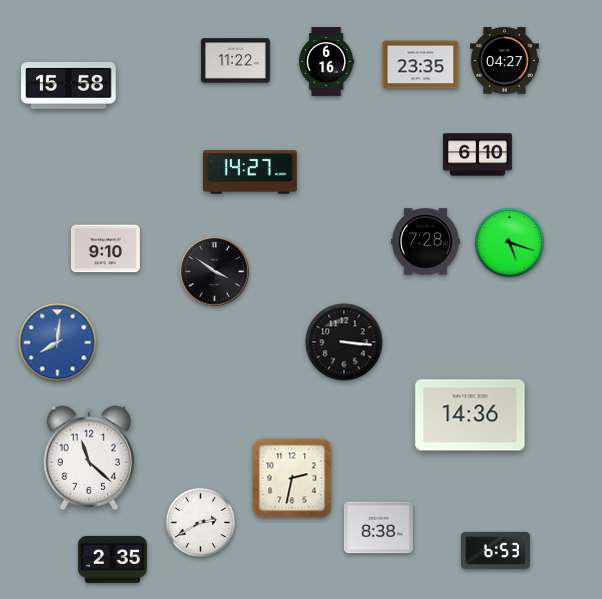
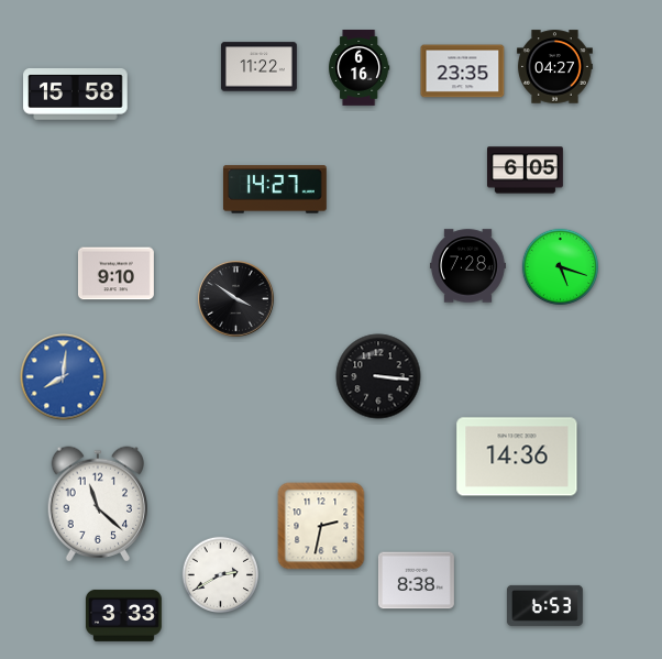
clock at (478, 155): 6:10 -> 6:05
clock at (112, 559): 2:35 -> 3:33
